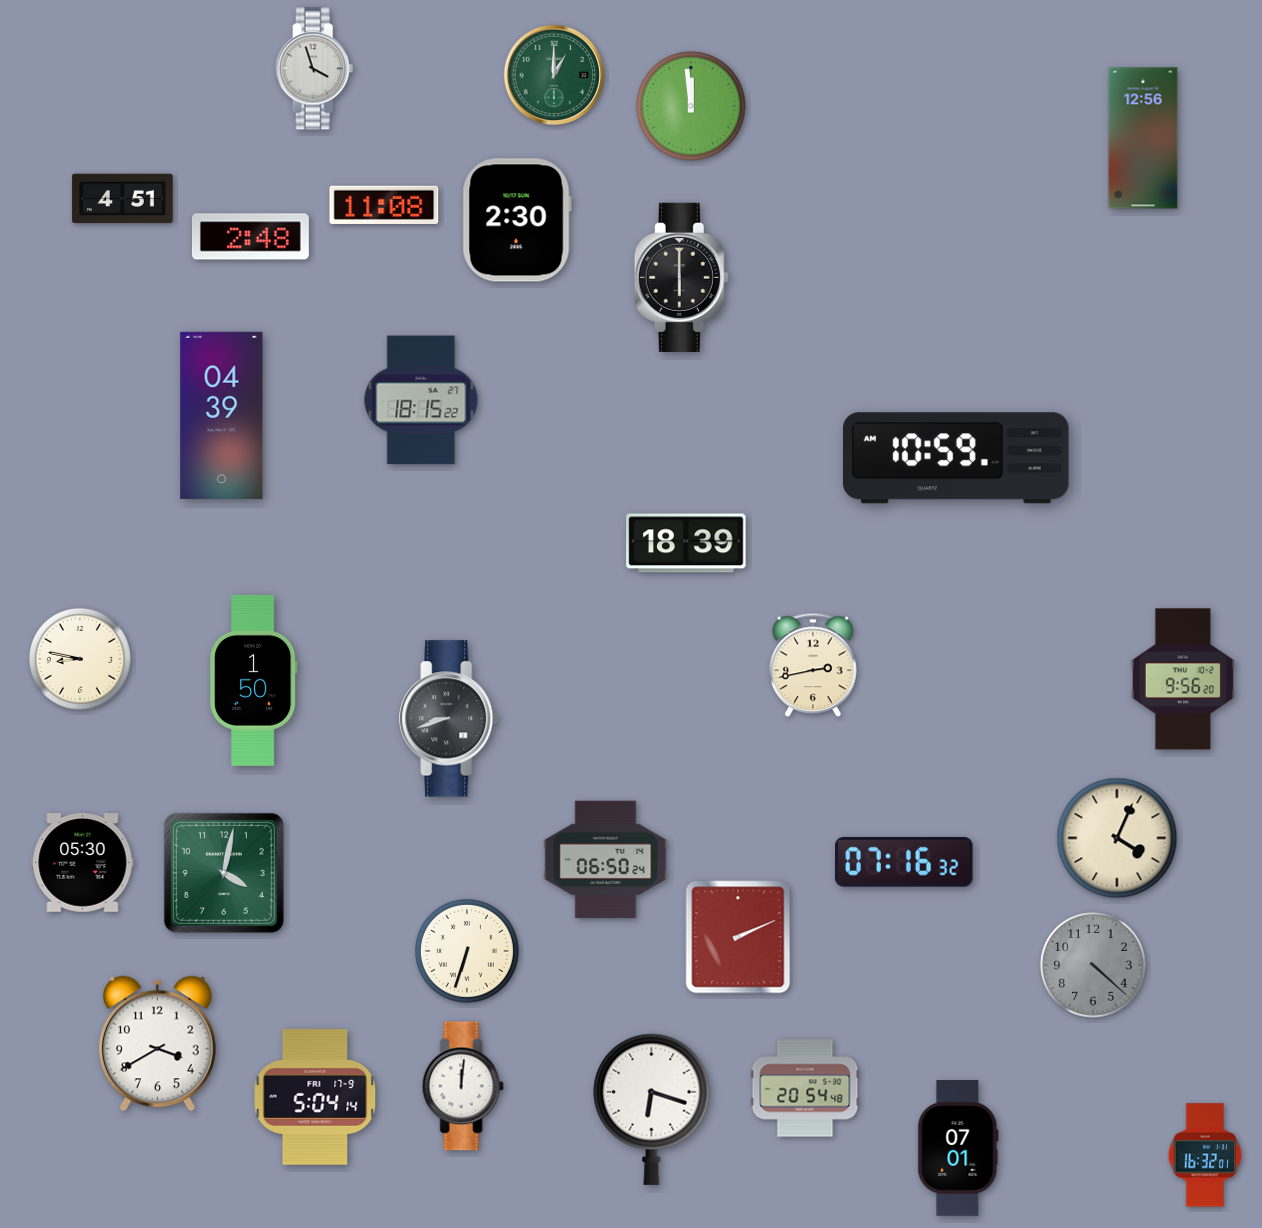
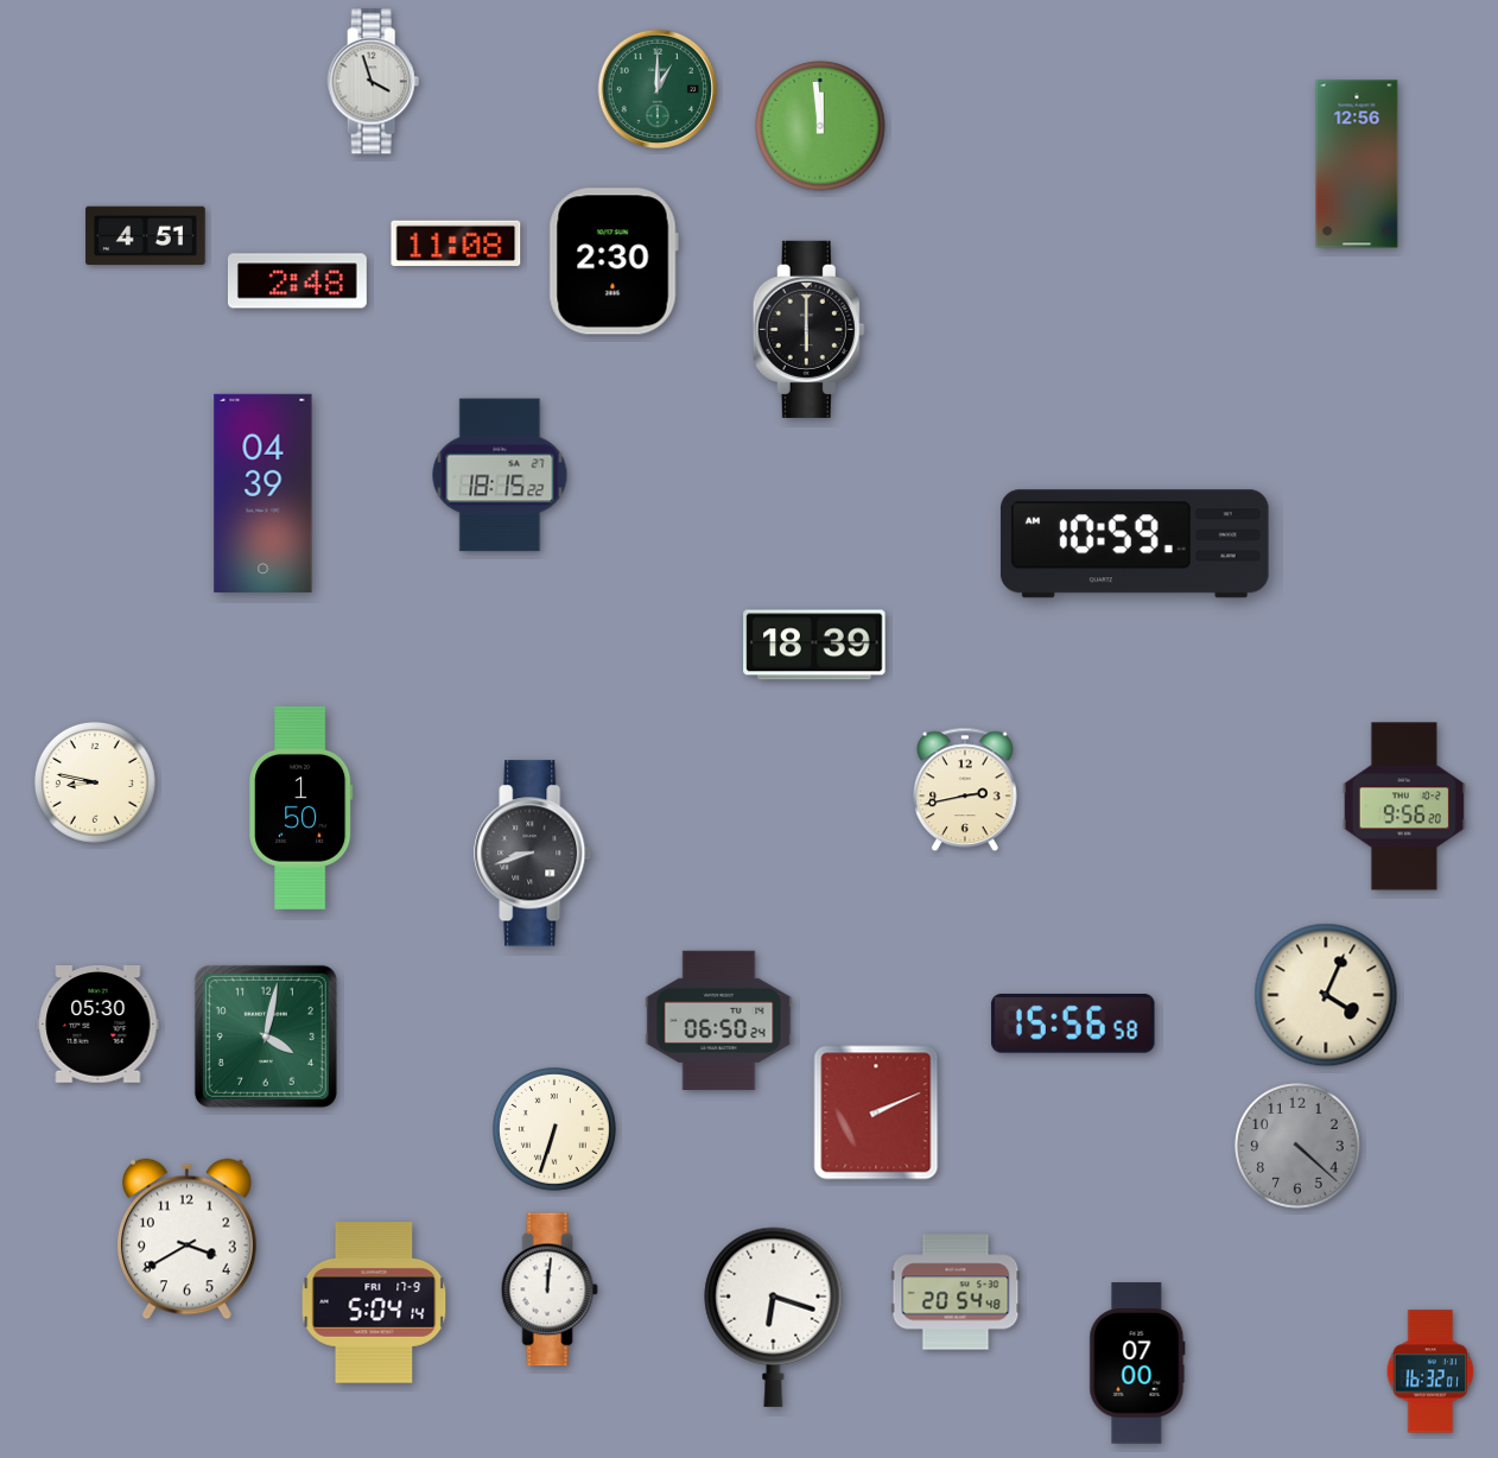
clock at (904, 862): 07:16 -> 15:56
clock at (958, 1148): 07:01 -> 07:00
